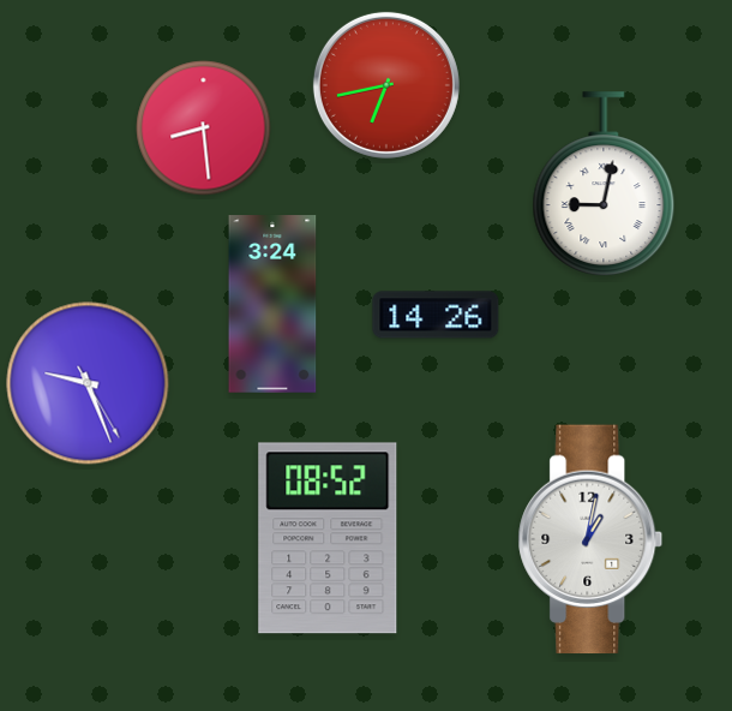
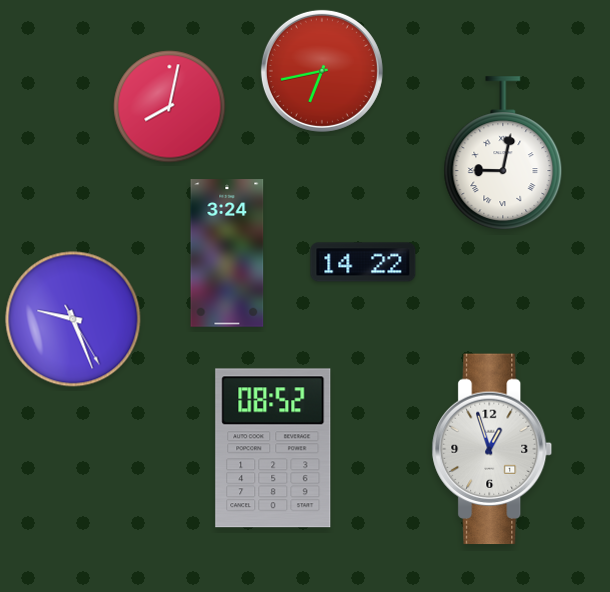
clock at (204, 129): 8:29 -> 8:02
clock at (436, 315): 14:26 -> 14:22
clock at (590, 539): 1:02 -> 12:57
